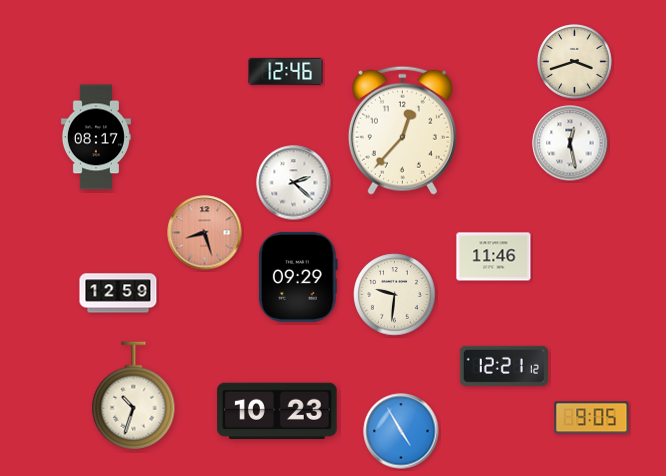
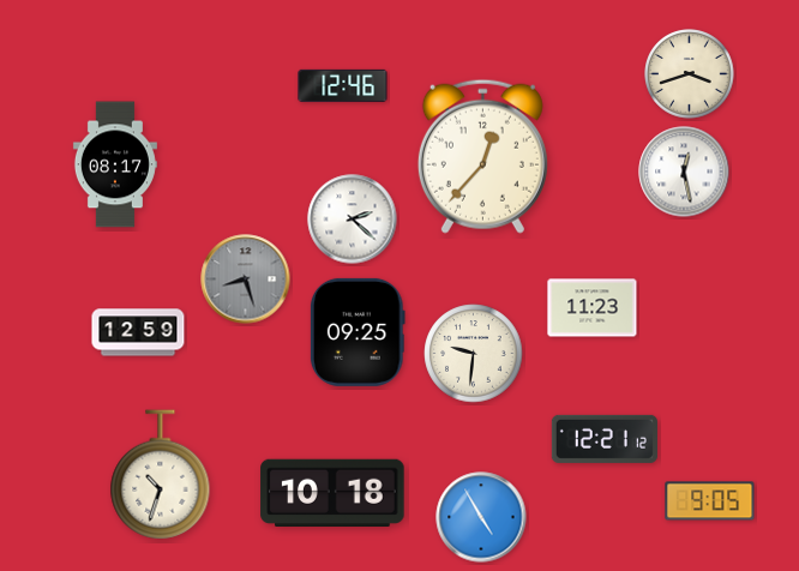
clock at (205, 233) dial: salmon -> grey
clock at (494, 257): 11:46 -> 11:23
clock at (298, 277): 09:29 -> 09:25
clock at (118, 293) position: (118, 293) -> (138, 332)
clock at (277, 410): 10:23 -> 10:18
